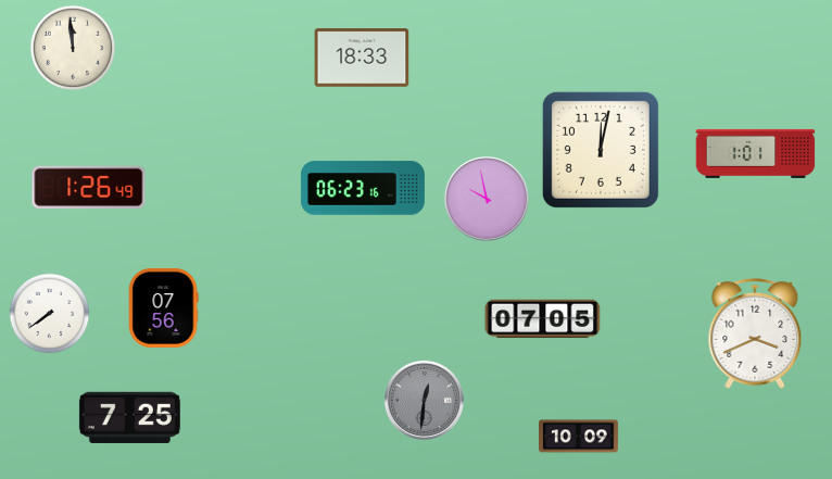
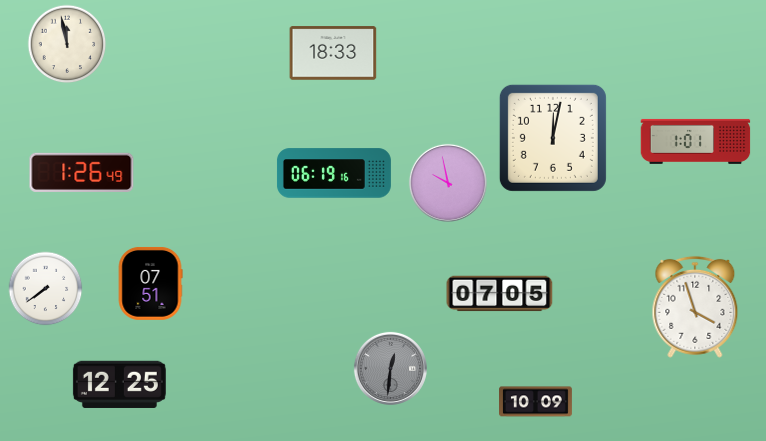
clock at (73, 48): 11:59 -> 11:58
clock at (363, 188): 06:23 -> 06:19
clock at (163, 307): 07:56 -> 07:51
clock at (755, 333): 3:41 -> 3:57
clock at (129, 417): 7:25 -> 12:25
clock at (579, 437) position: (579, 437) -> (536, 402)
